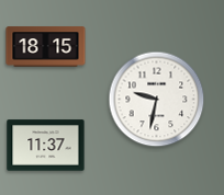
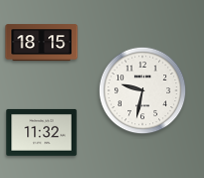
clock at (46, 146): 11:37 -> 11:32
